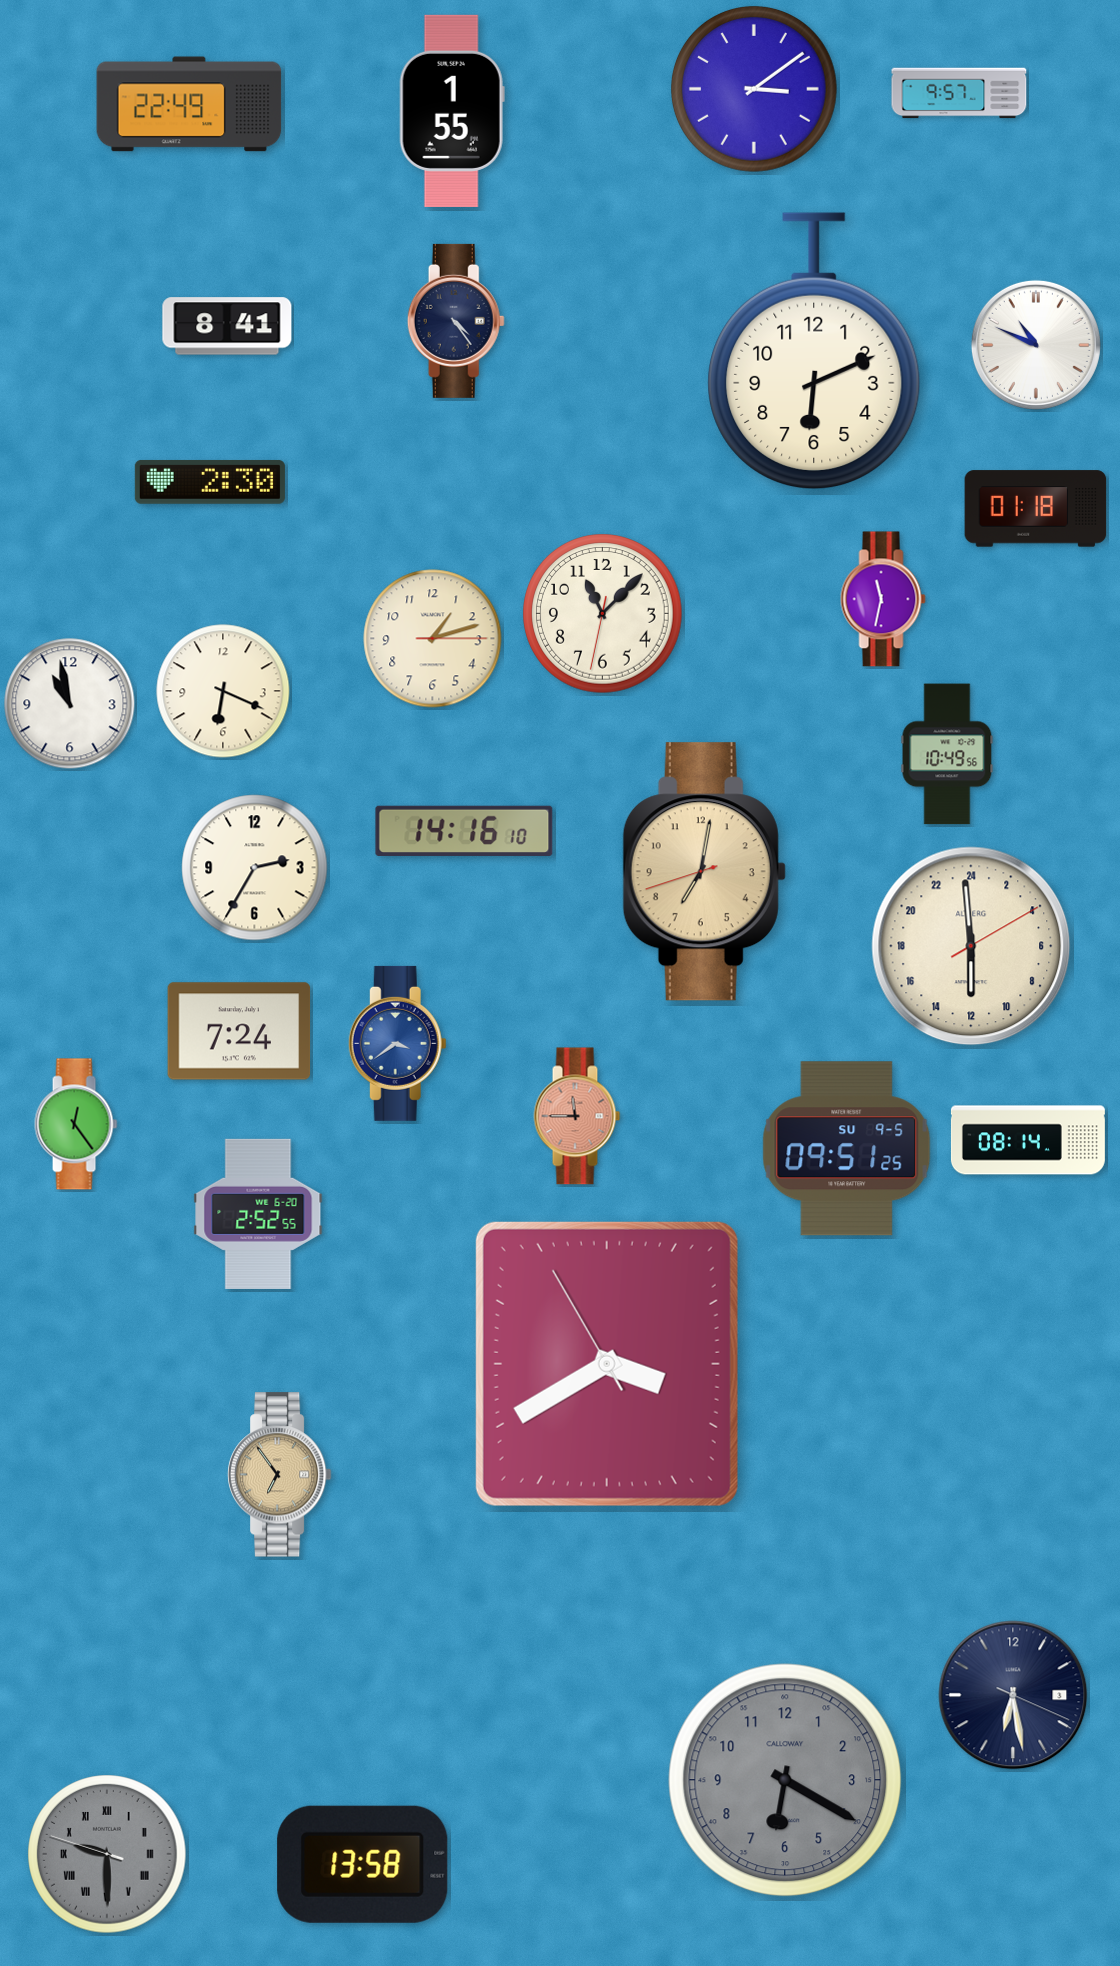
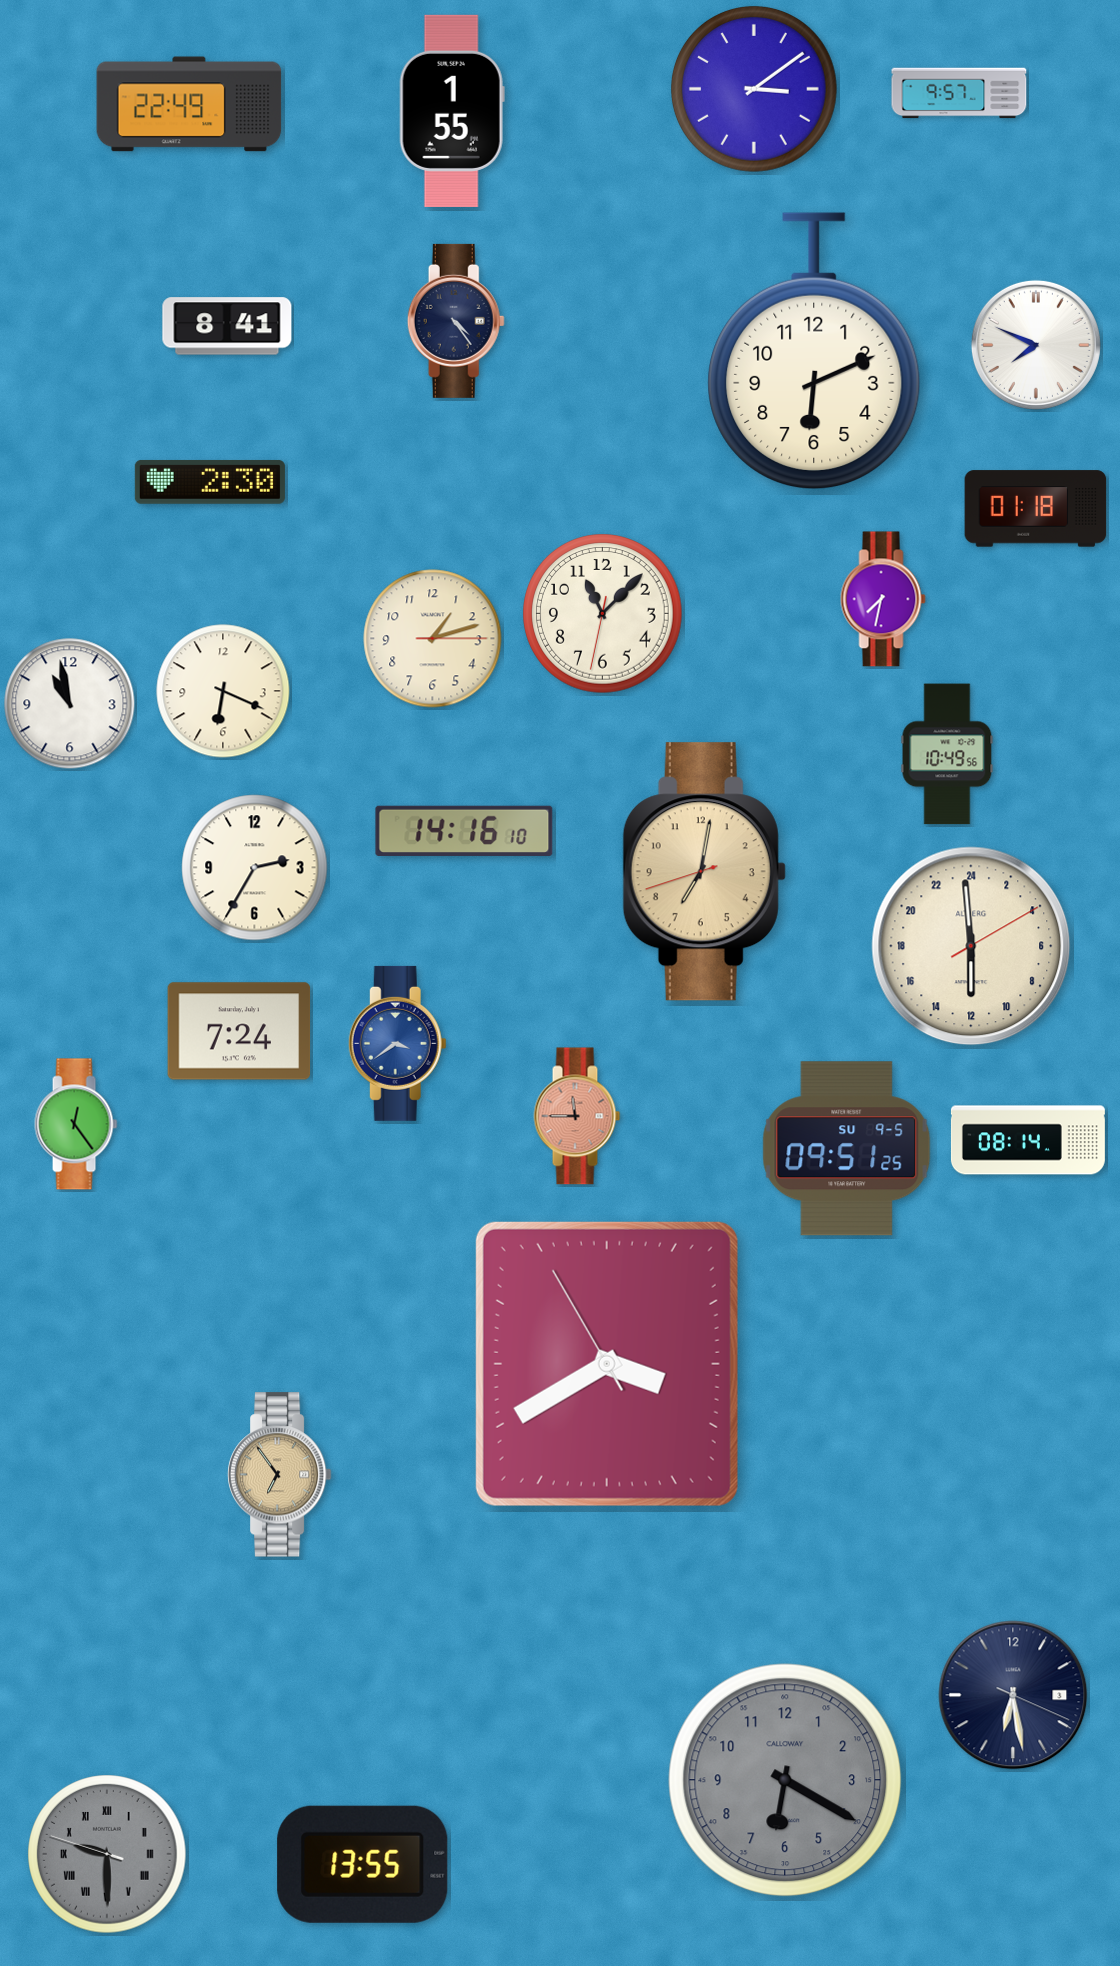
clock at (1036, 345): 10:49 -> 7:49
clock at (883, 599): 11:32 -> 7:32
clock at (258, 1214): 2:52 -> none
clock at (363, 1864): 13:58 -> 13:55
